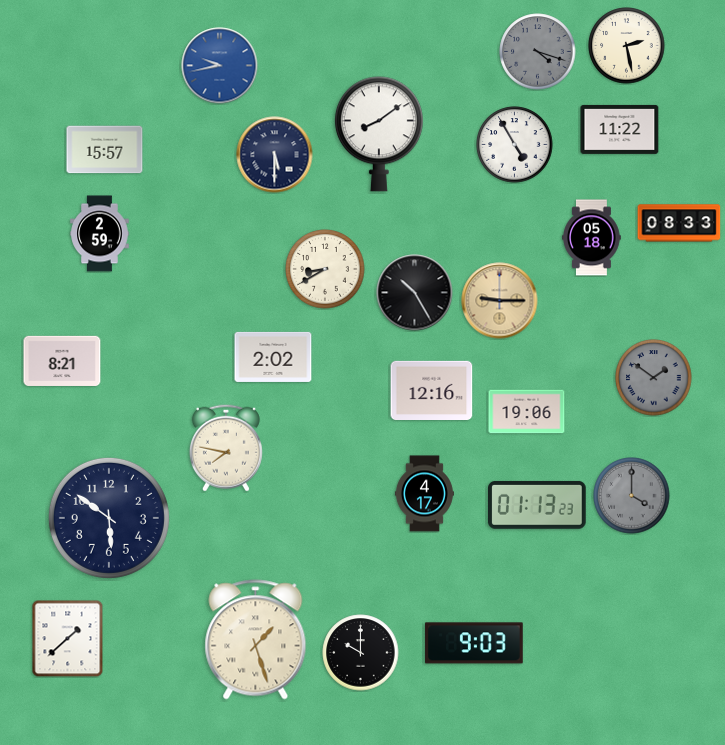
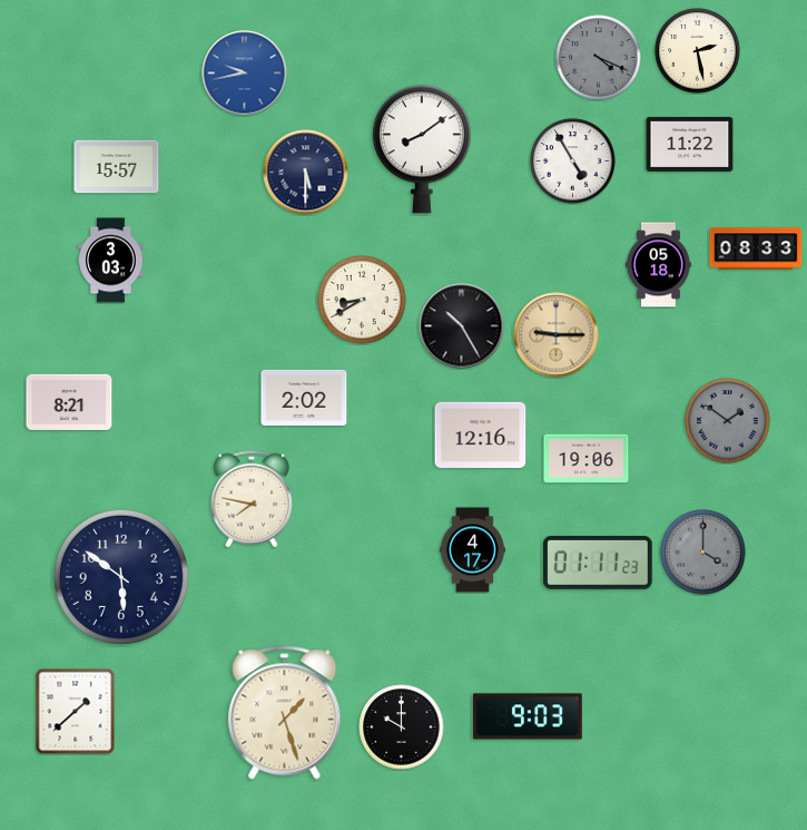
clock at (538, 52): 4:18 -> 4:19
clock at (100, 234): 2:59 -> 3:03
clock at (538, 505): 01:13 -> 01:11
